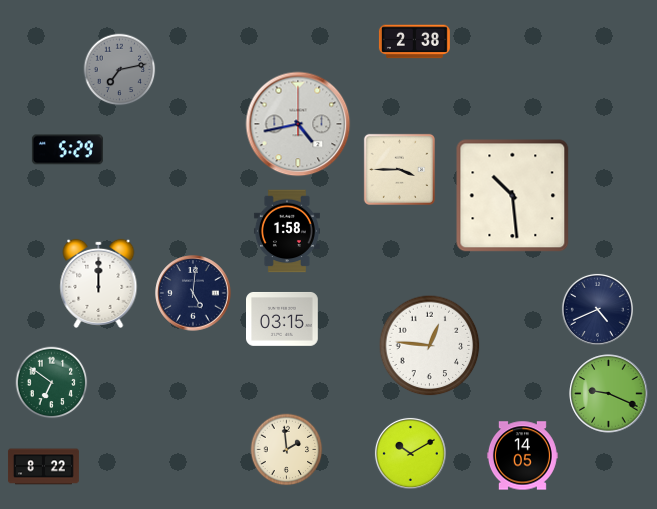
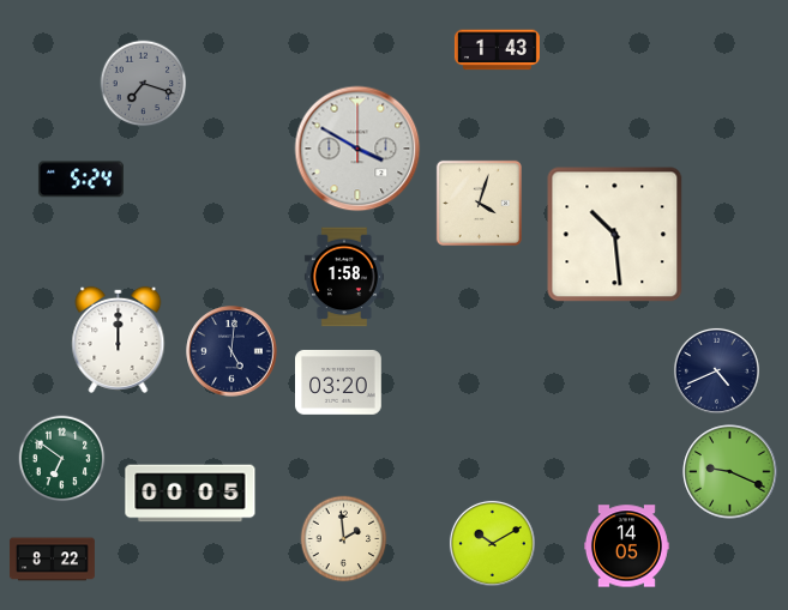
clock at (414, 42): 2:38 -> 1:43
clock at (120, 70): 7:13 -> 7:18
clock at (298, 124): 4:43 -> 3:50
clock at (67, 150): 5:29 -> 5:24
clock at (399, 169): 3:45 -> 4:03
clock at (283, 319): 03:15 -> 03:20
clock at (430, 346): 12:46 -> none
clock at (191, 494): none -> 00:05
